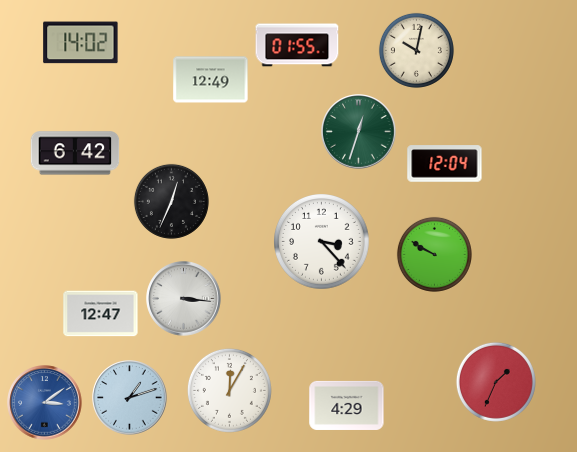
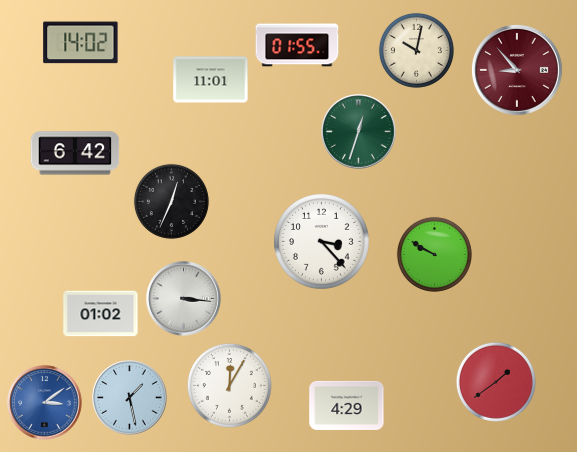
clock at (517, 70): none -> 8:53
clock at (211, 80): 12:49 -> 11:01
clock at (445, 164): 12:04 -> none
clock at (101, 314): 12:47 -> 01:02
clock at (496, 382): 1:34 -> 1:39
clock at (229, 390) position: (229, 390) -> (229, 385)
clock at (130, 398): 1:12 -> 1:28
